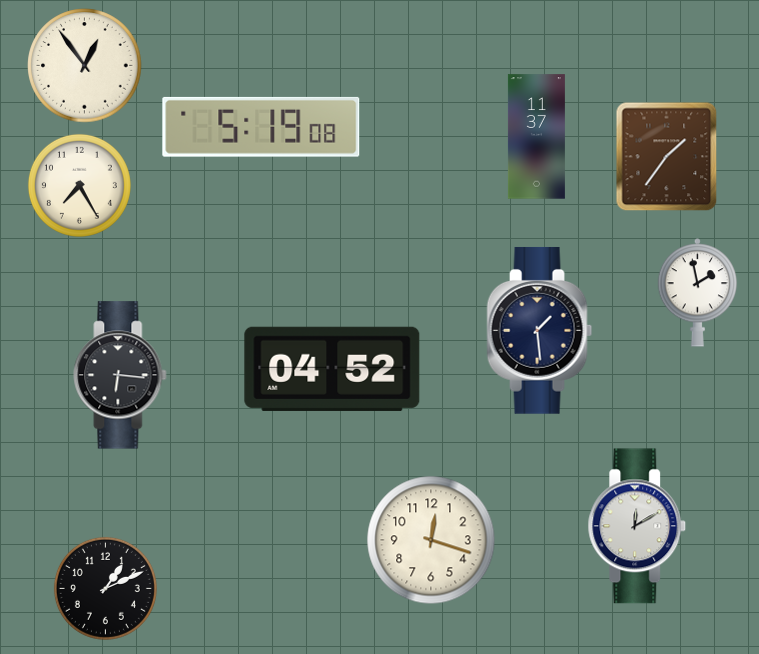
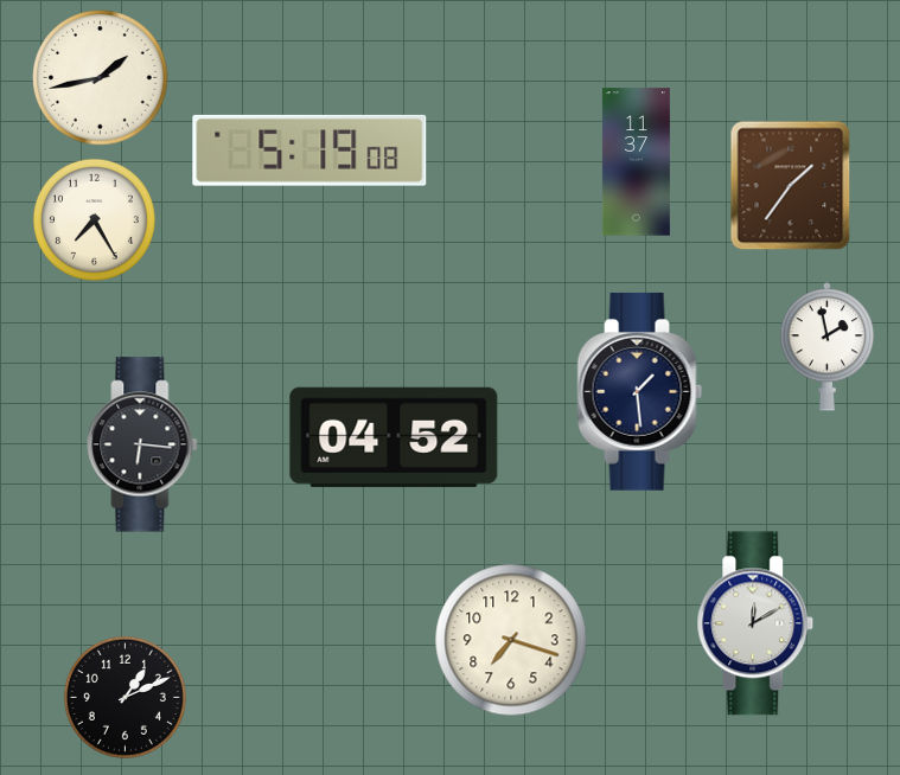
clock at (85, 66): 12:54 -> 1:43
clock at (431, 540): 12:18 -> 7:18
